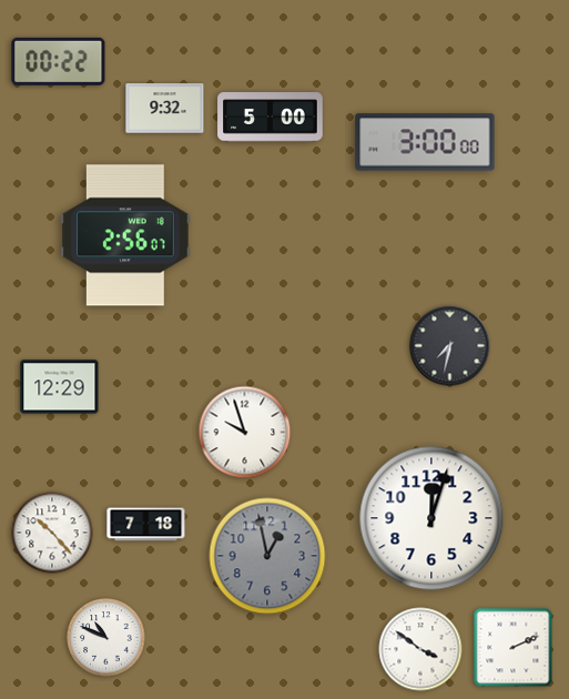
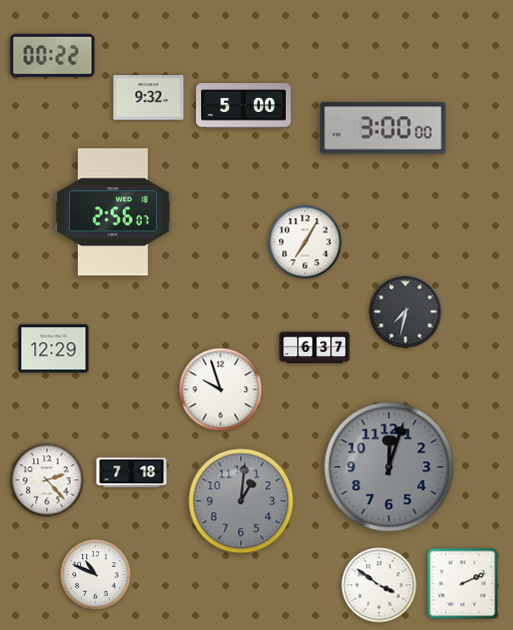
clock at (305, 242): none -> 7:05
clock at (315, 348): none -> 6:37
clock at (431, 518) dial: white -> grey
clock at (52, 533): 10:23 -> 2:23
clock at (267, 556): 12:58 -> 1:01
